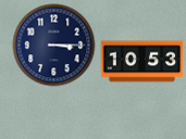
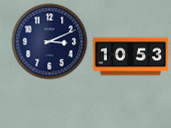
clock at (54, 46): 3:15 -> 3:11
